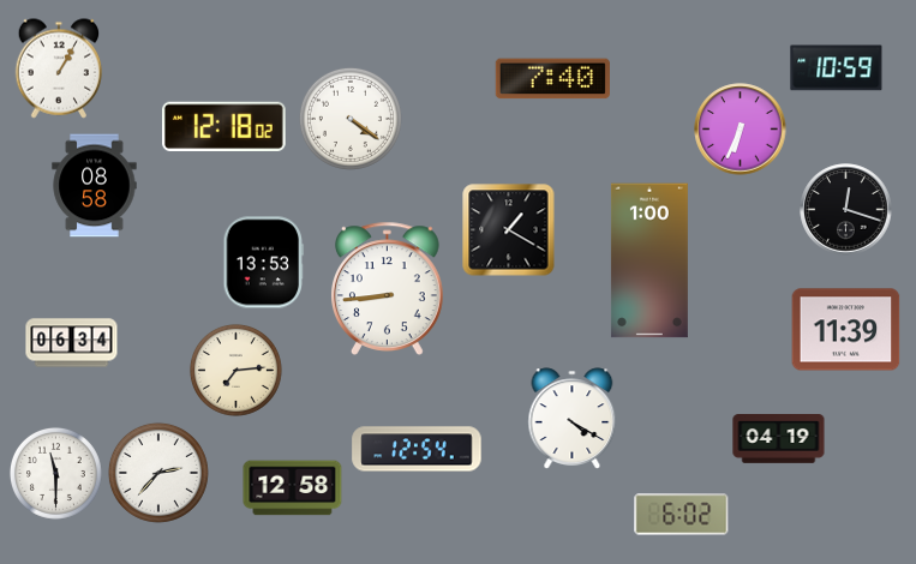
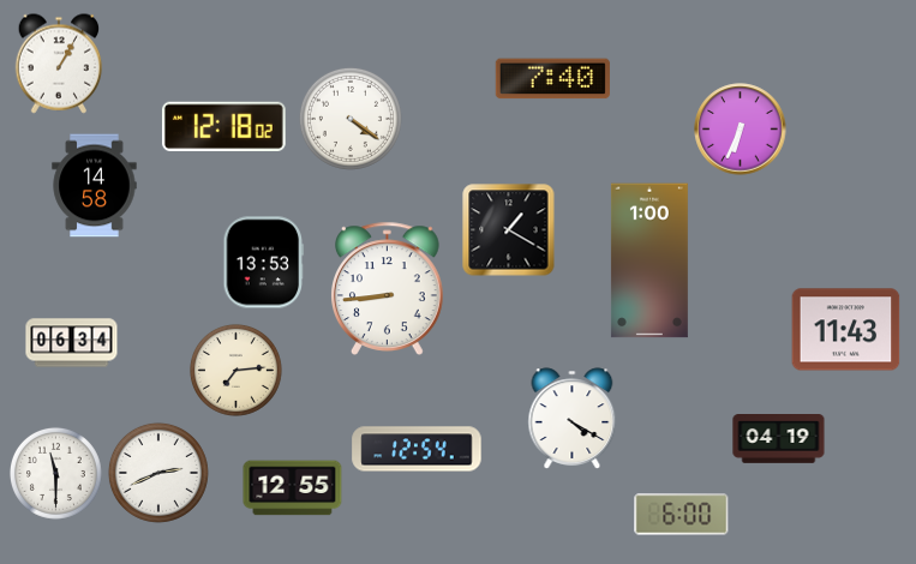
clock at (59, 68) position: (59, 68) -> (59, 64)
clock at (837, 68): 10:59 -> none
clock at (95, 186): 08:58 -> 14:58
clock at (846, 210): 12:18 -> none
clock at (846, 330): 11:39 -> 11:43
clock at (158, 473): 2:37 -> 2:41
clock at (293, 488): 12:58 -> 12:55
clock at (682, 515): 6:02 -> 6:00
